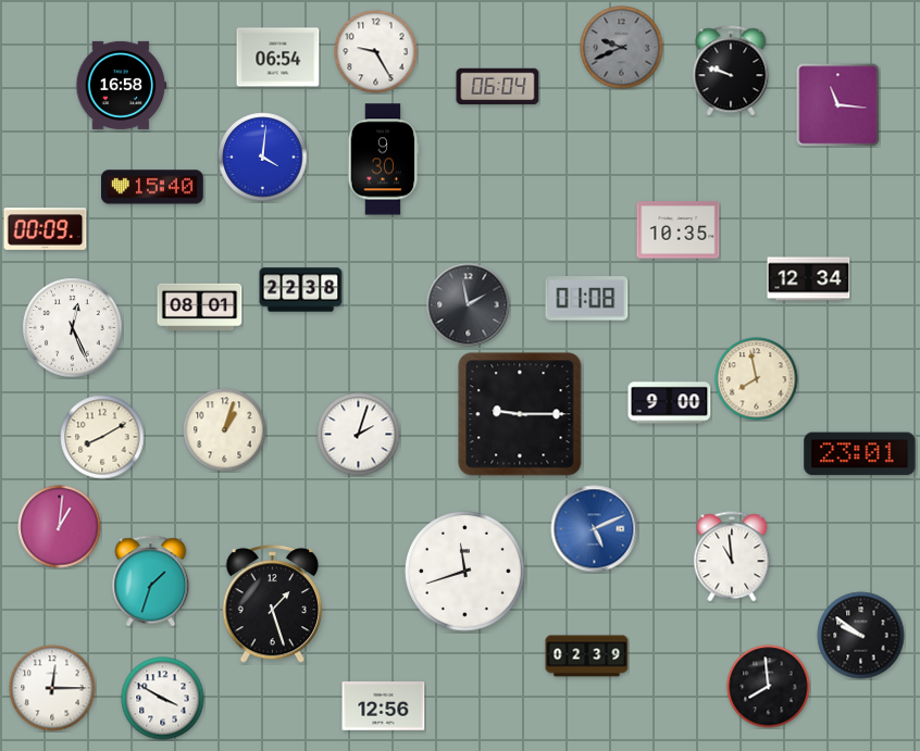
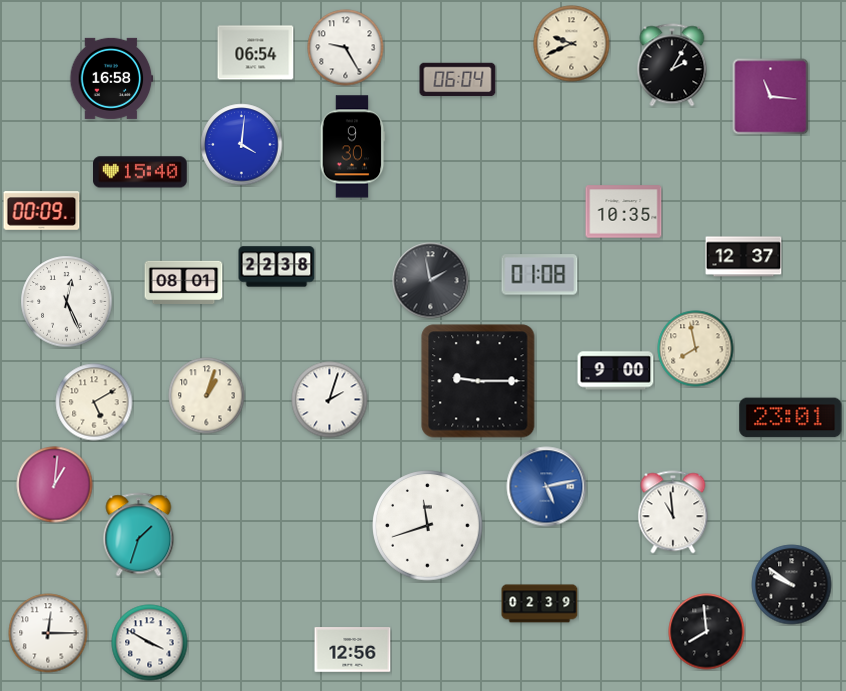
clock at (622, 48) dial: grey -> cream
clock at (731, 71): 9:48 -> 2:05
clock at (809, 279): 12:34 -> 12:37
clock at (102, 437): 8:10 -> 5:10
clock at (595, 529): 5:11 -> 5:13
clock at (273, 604): 1:27 -> none
